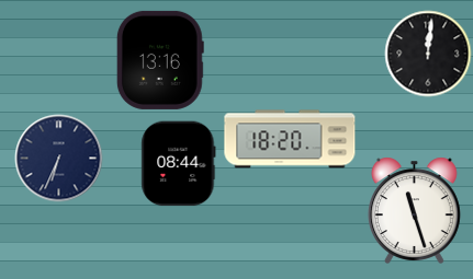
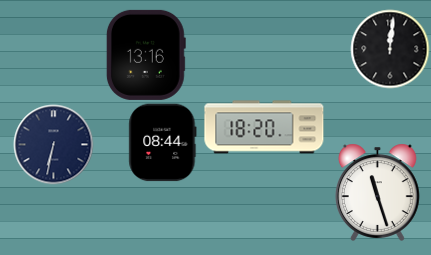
clock at (58, 158): 6:34 -> 6:32
clock at (179, 163) position: (179, 163) -> (163, 142)
